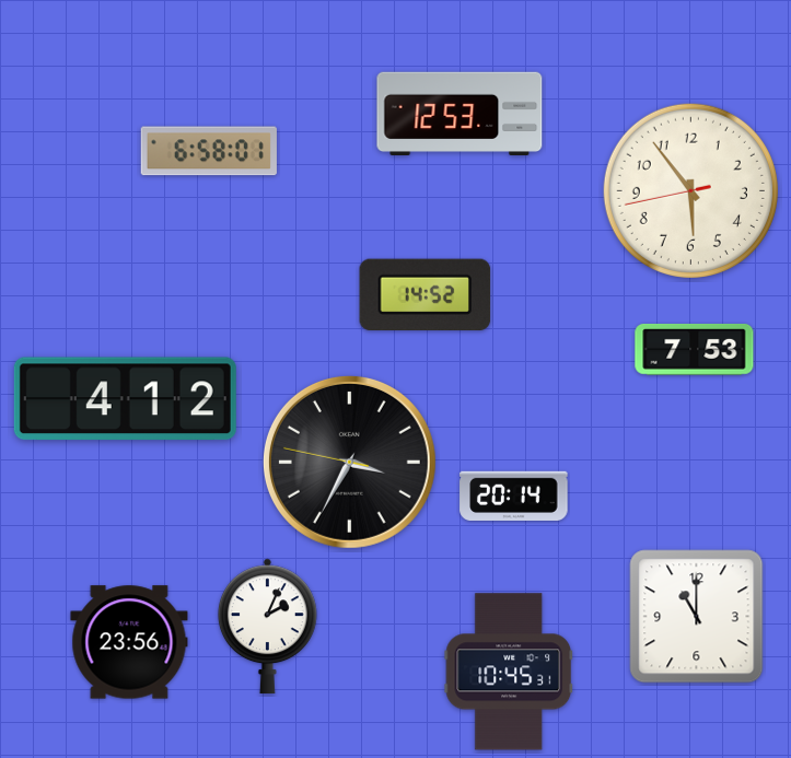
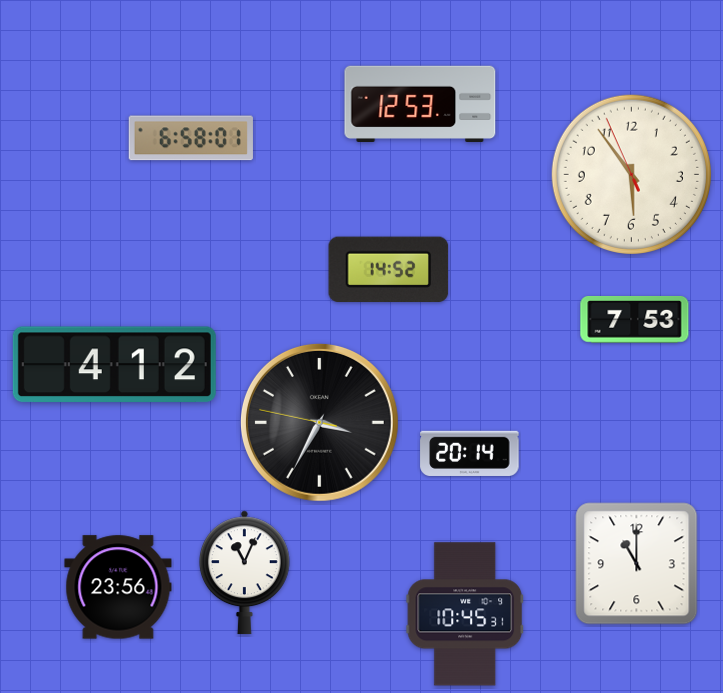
clock at (690, 190): 5:53:43 -> 5:53:56
clock at (267, 627): 2:04 -> 11:04
